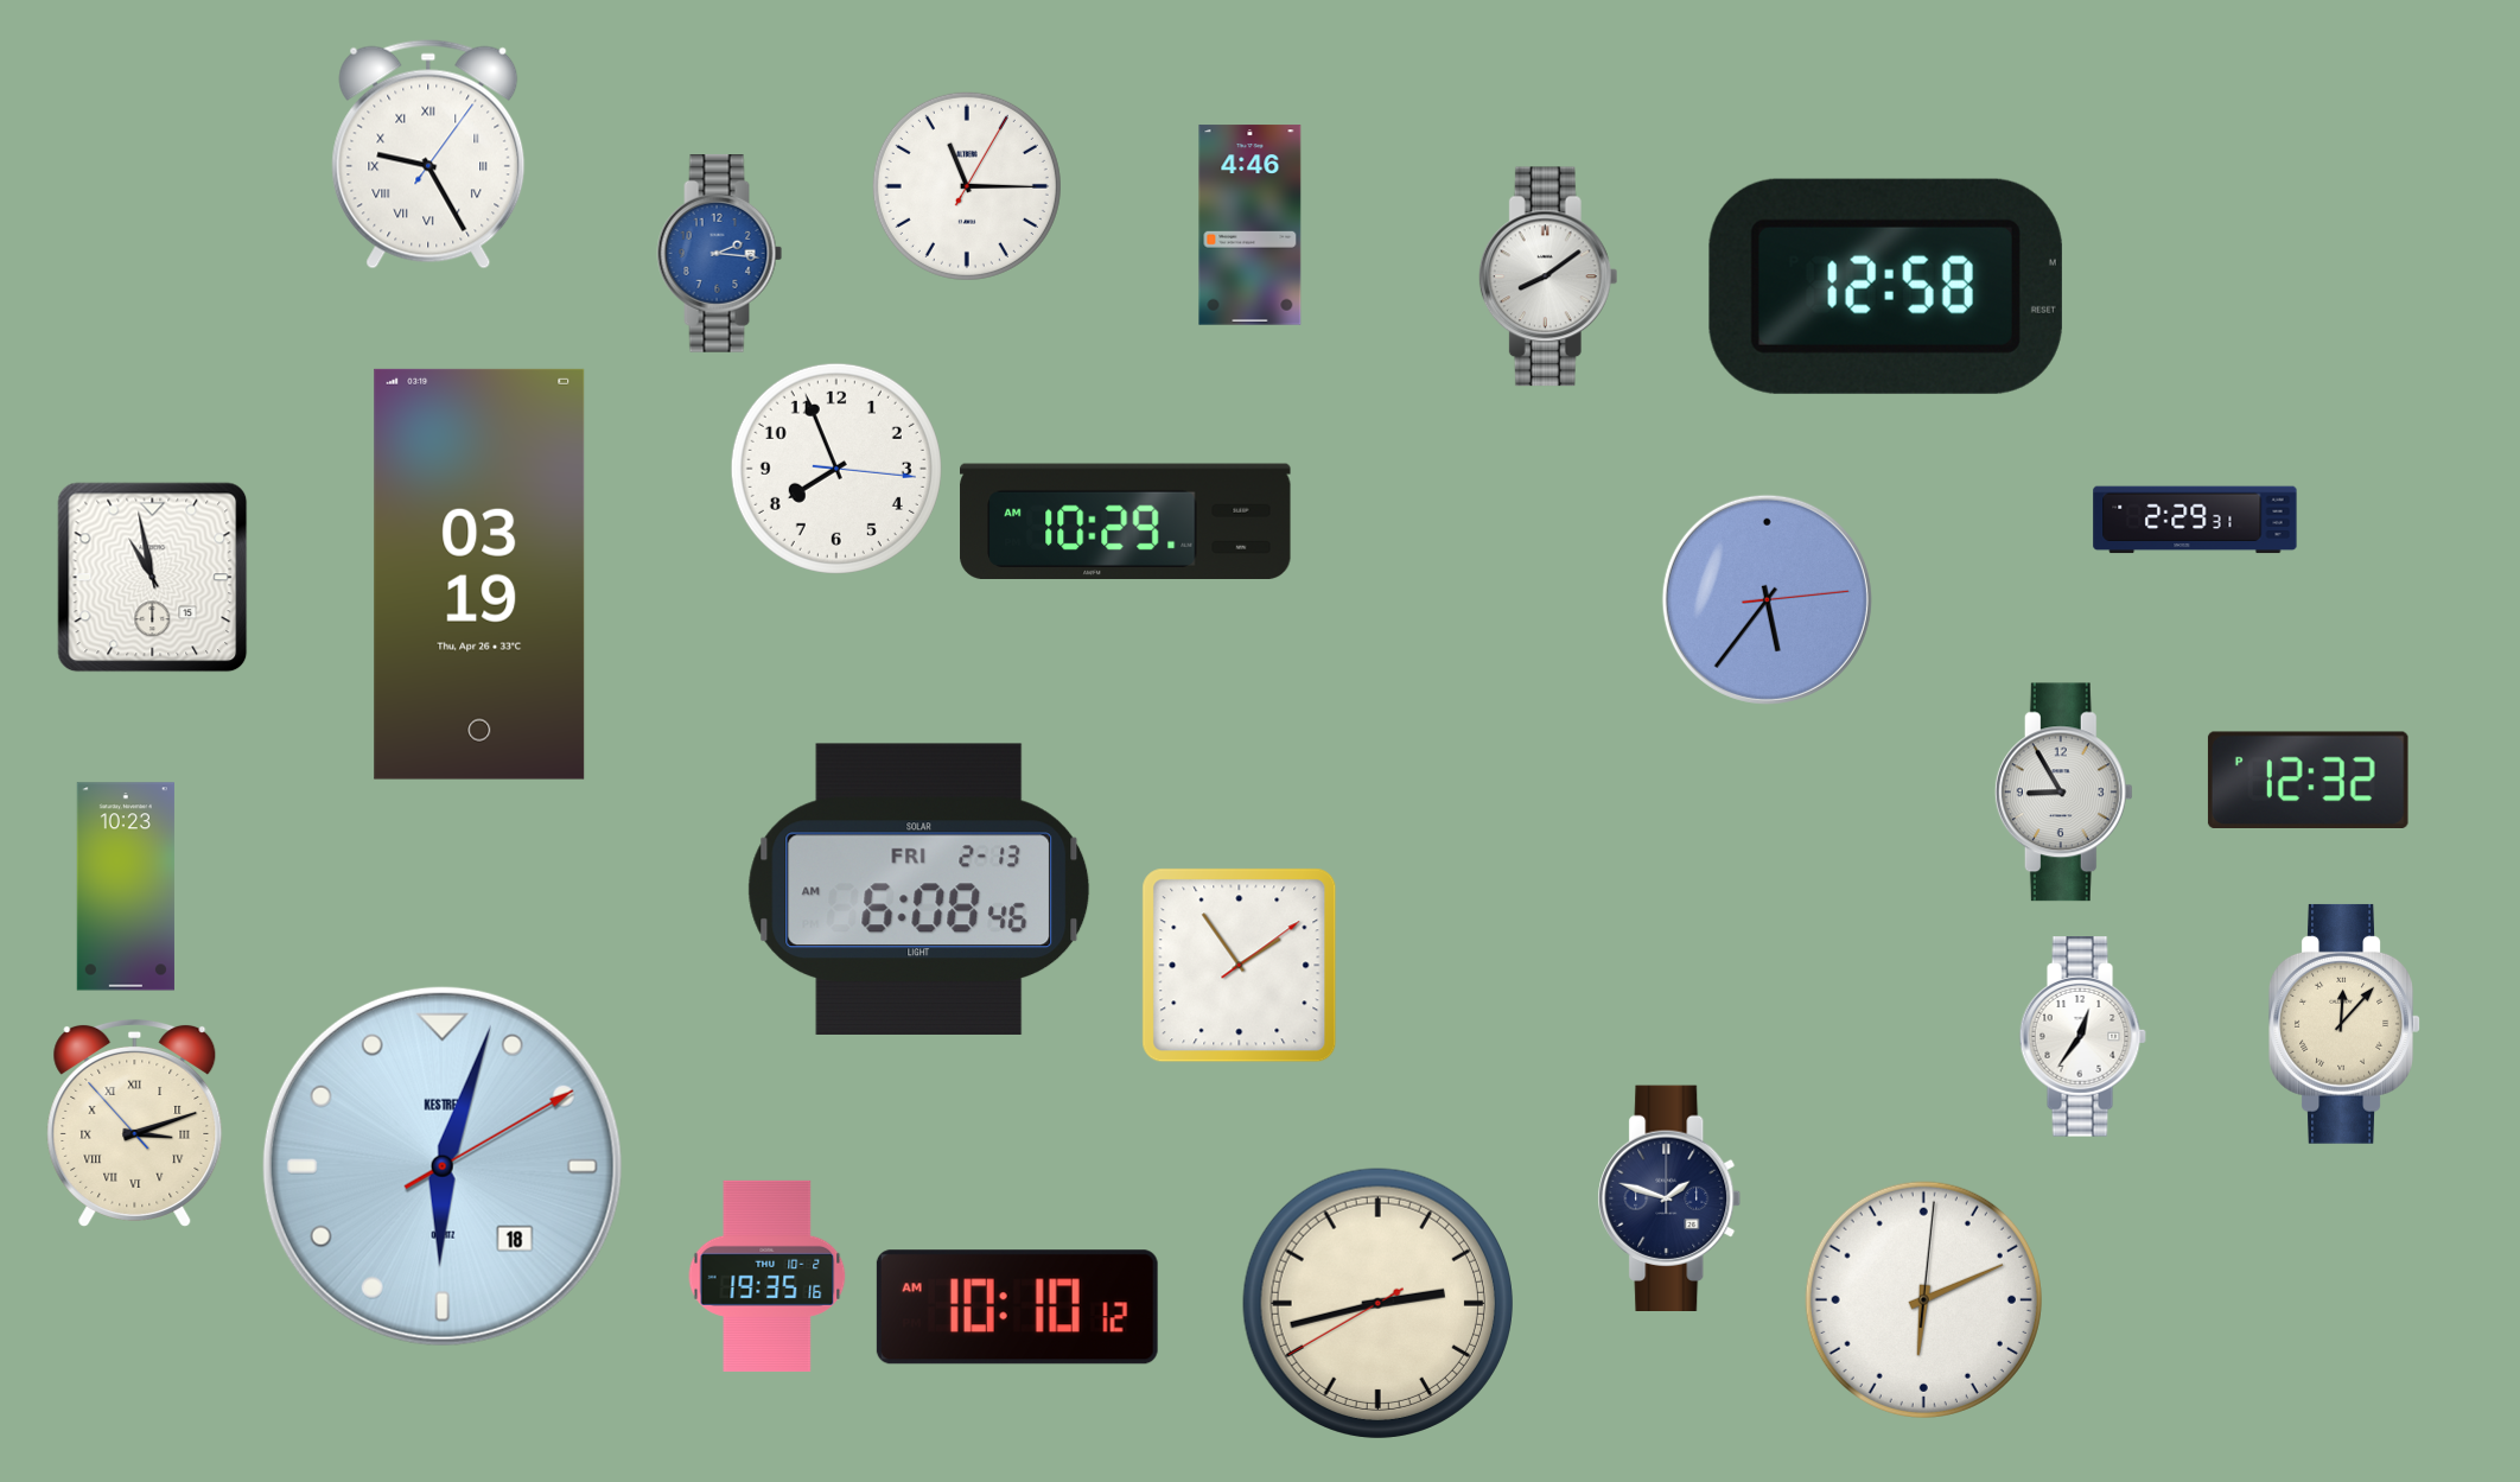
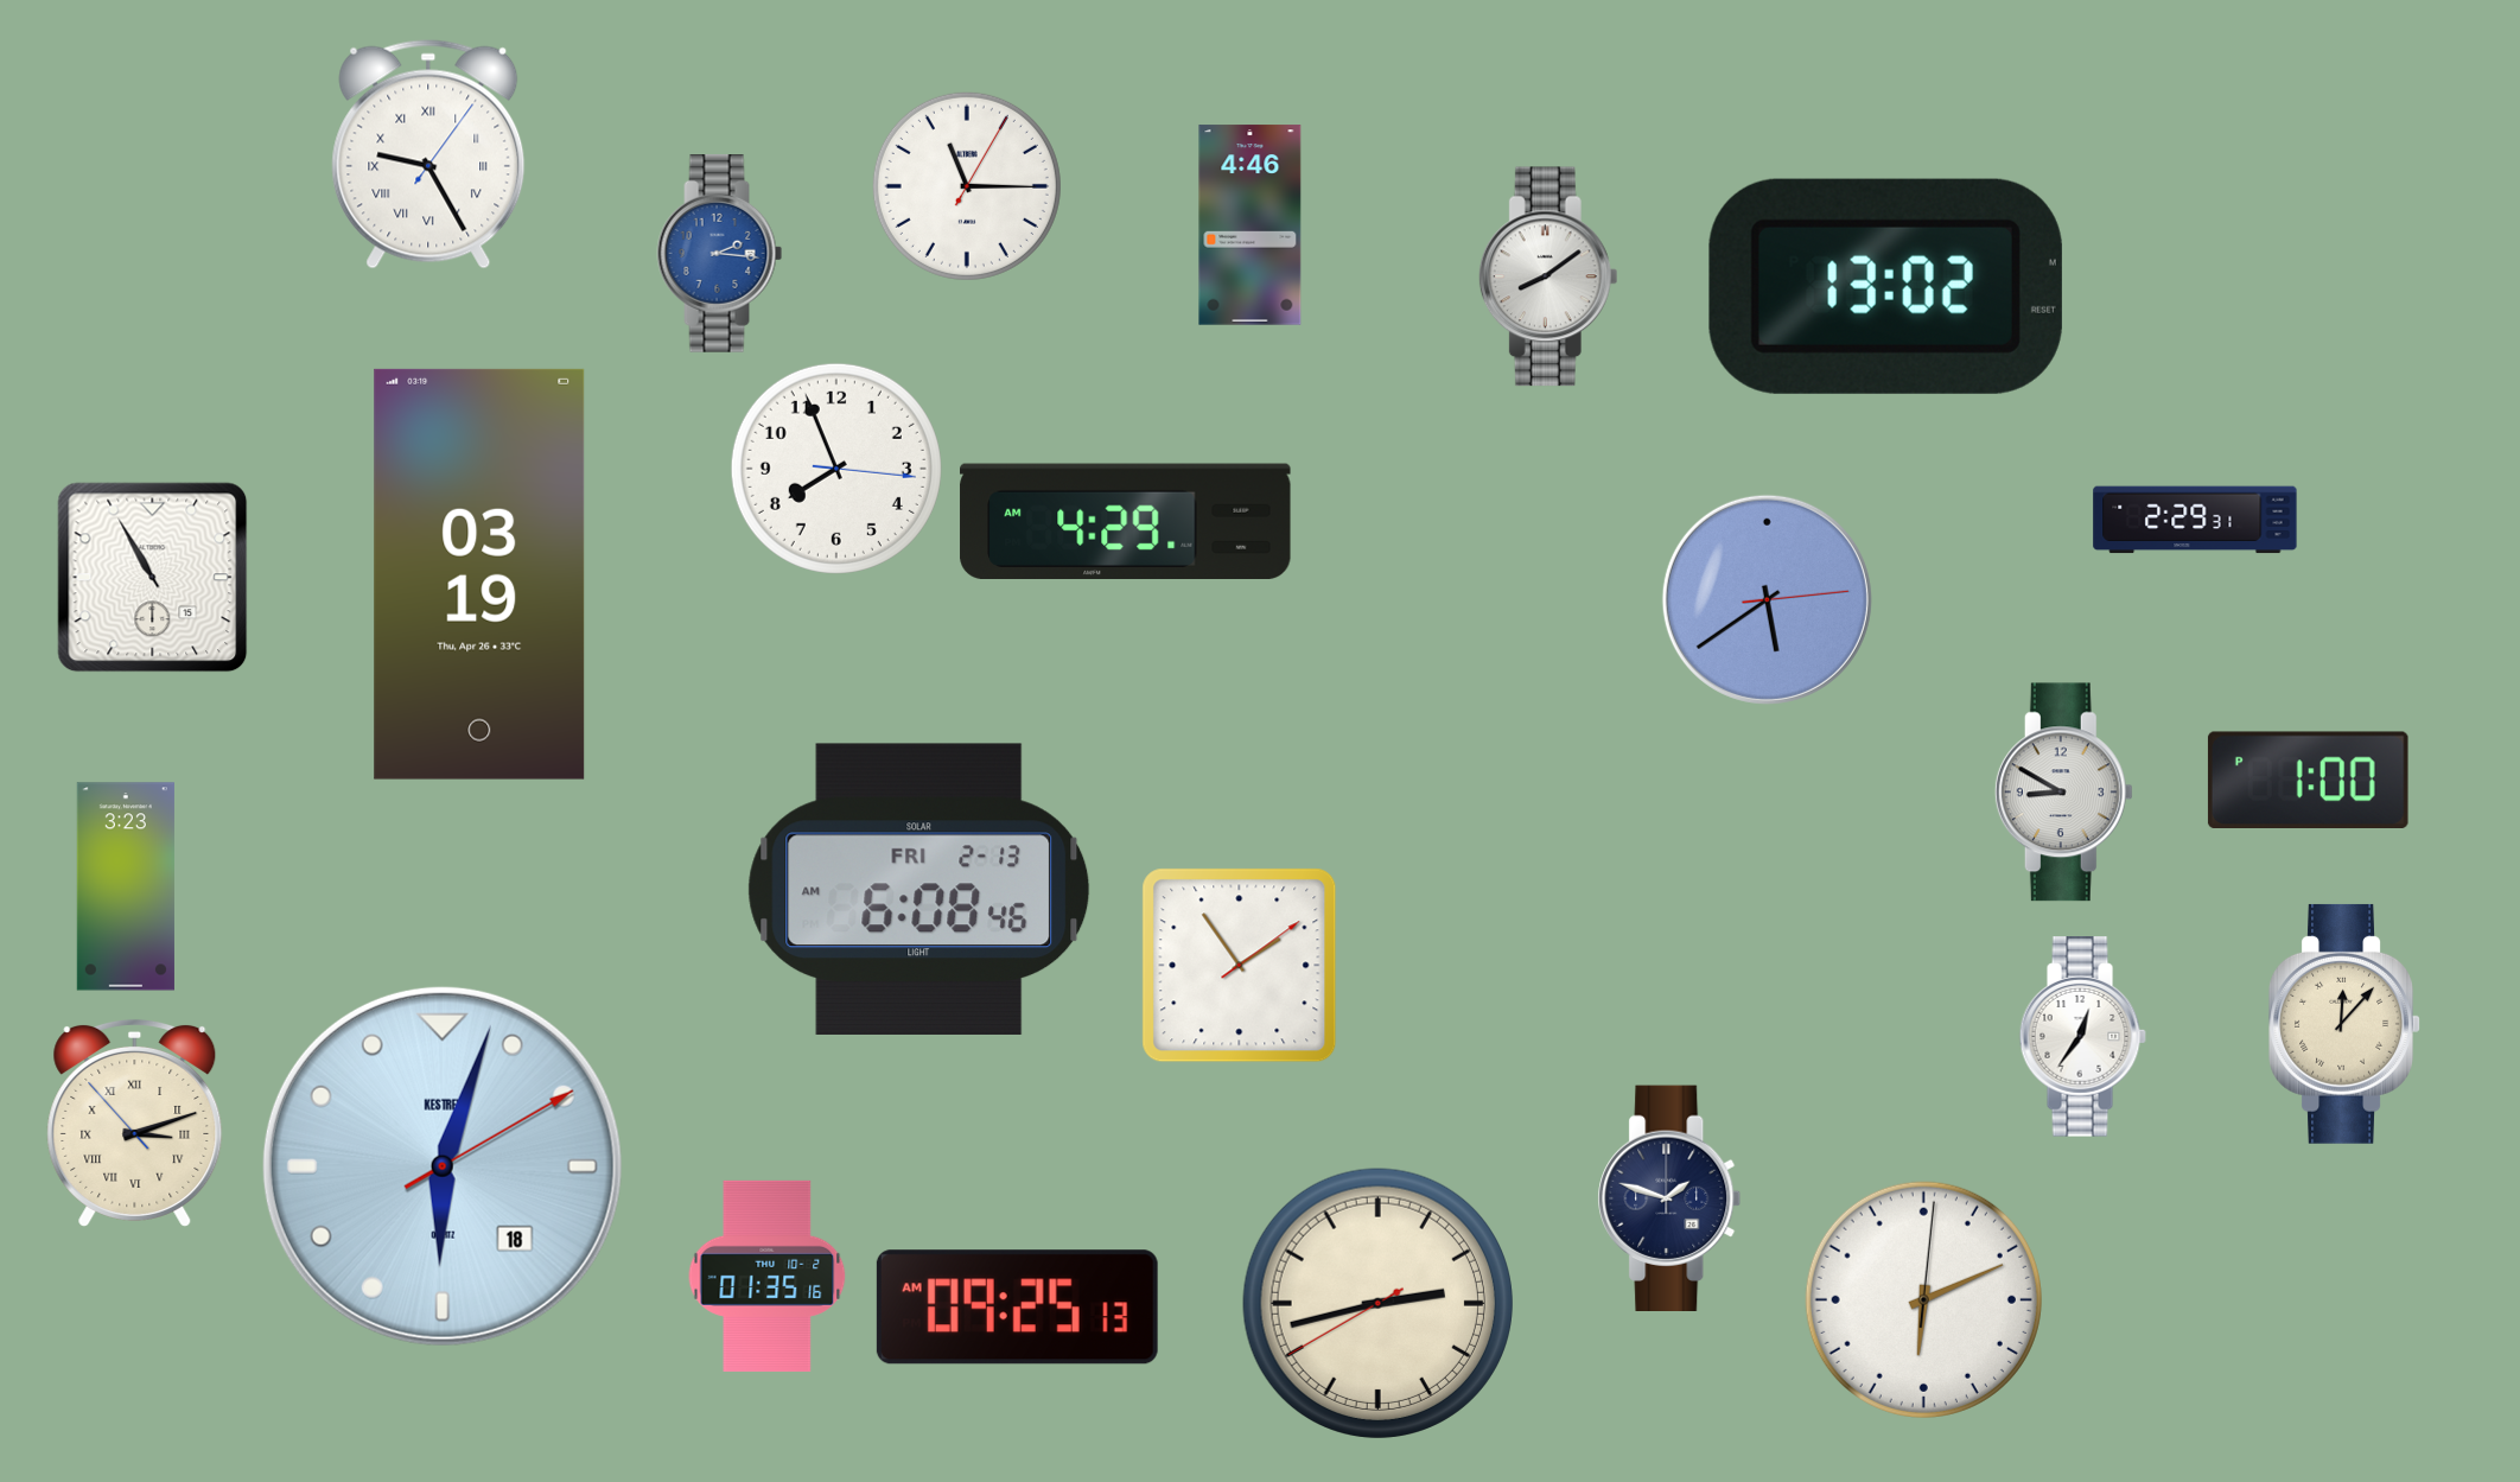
clock at (1885, 286): 12:58 -> 13:02
clock at (1126, 521): 10:29 -> 4:29
clock at (153, 578): 10:58 -> 10:55
clock at (1767, 599): 5:36 -> 5:39
clock at (2308, 780): 12:32 -> 1:00
clock at (2063, 793): 8:55 -> 8:50
clock at (126, 886): 10:23 -> 3:23
clock at (768, 1276): 19:35 -> 01:35
clock at (1017, 1308): 10:10 -> 09:25
